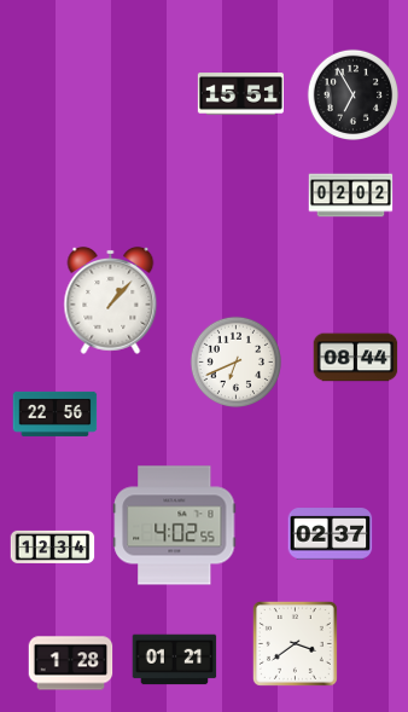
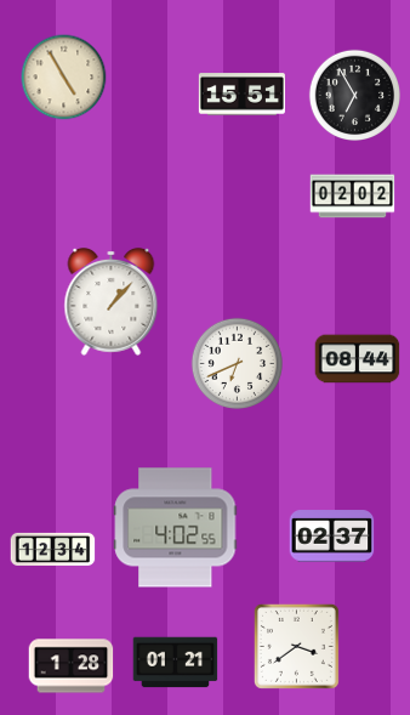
clock at (64, 78): none -> 4:55
clock at (56, 413): 22:56 -> none
